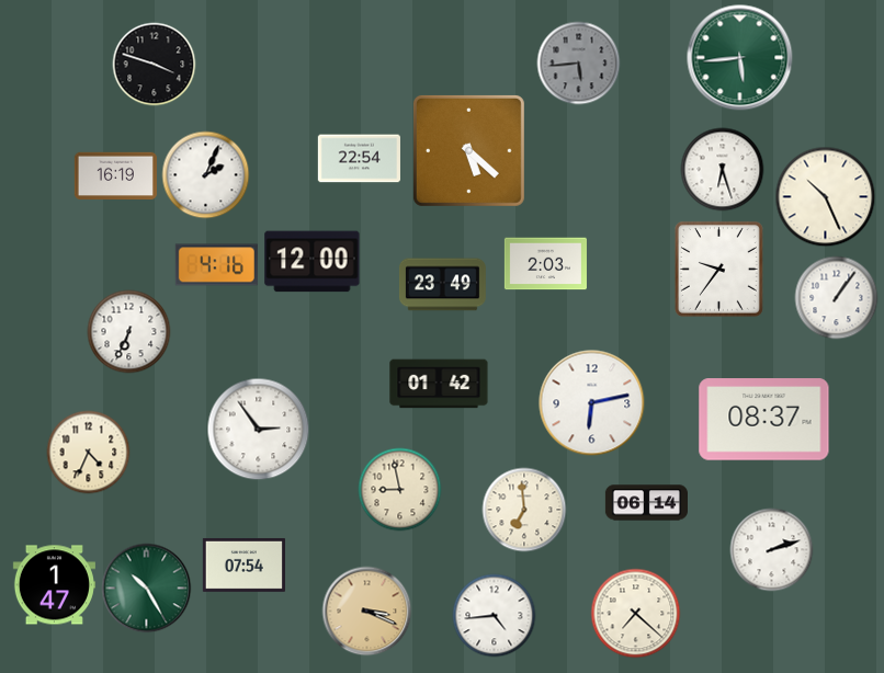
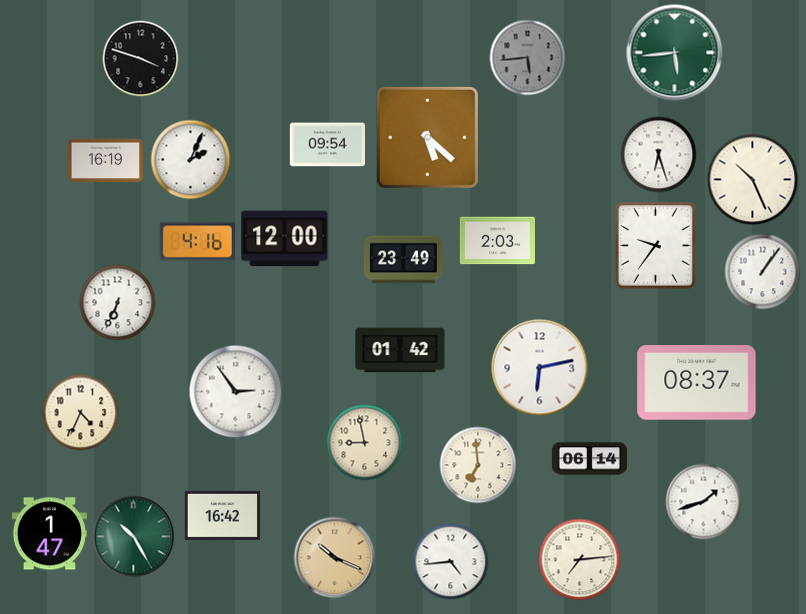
clock at (359, 159): 22:54 -> 09:54
clock at (206, 175) position: (206, 175) -> (191, 160)
clock at (400, 490) position: (400, 490) -> (365, 443)
clock at (772, 550): 2:12 -> 1:42
clock at (243, 564): 07:54 -> 16:42
clock at (367, 612): 3:19 -> 10:19
clock at (636, 614): 7:22 -> 7:14
